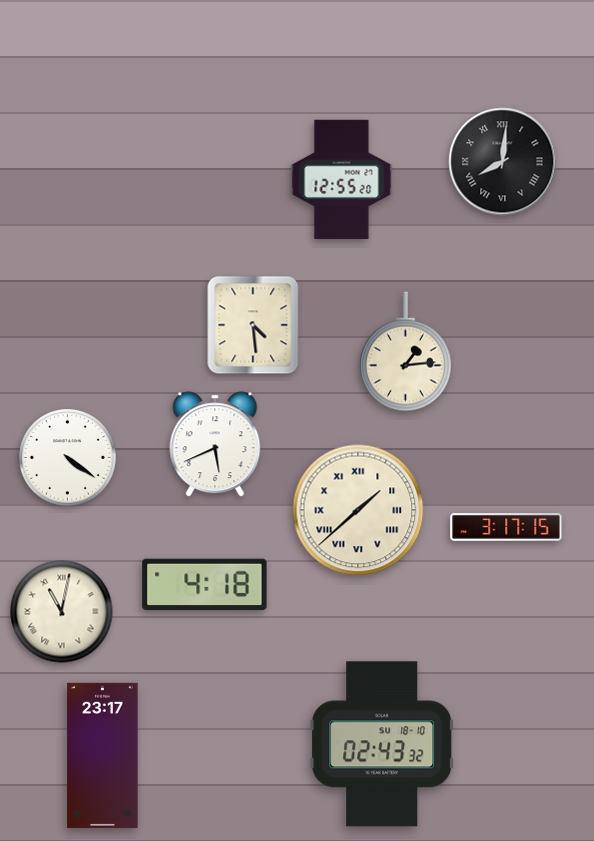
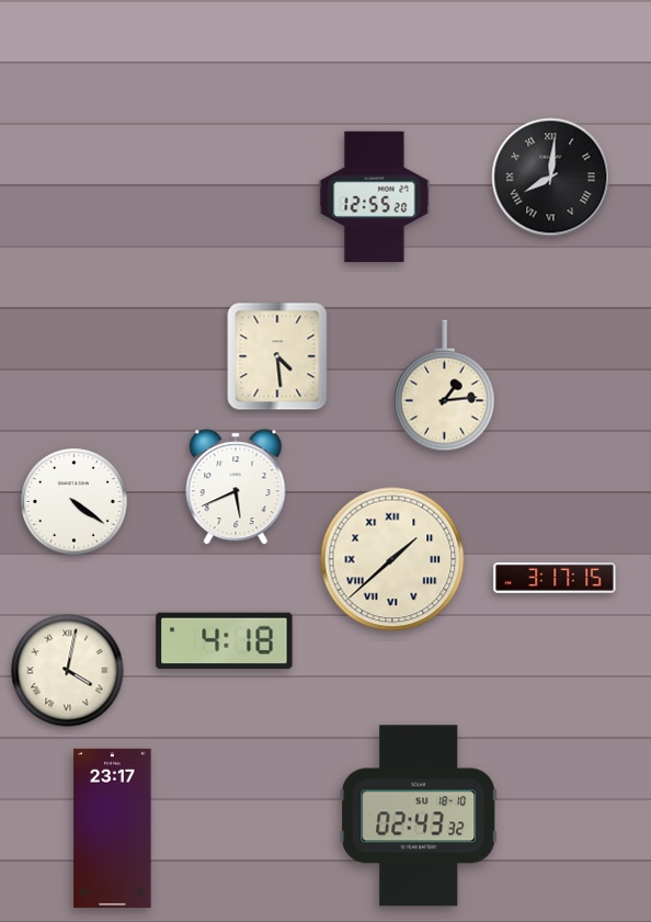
clock at (62, 612): 11:02 -> 4:02
